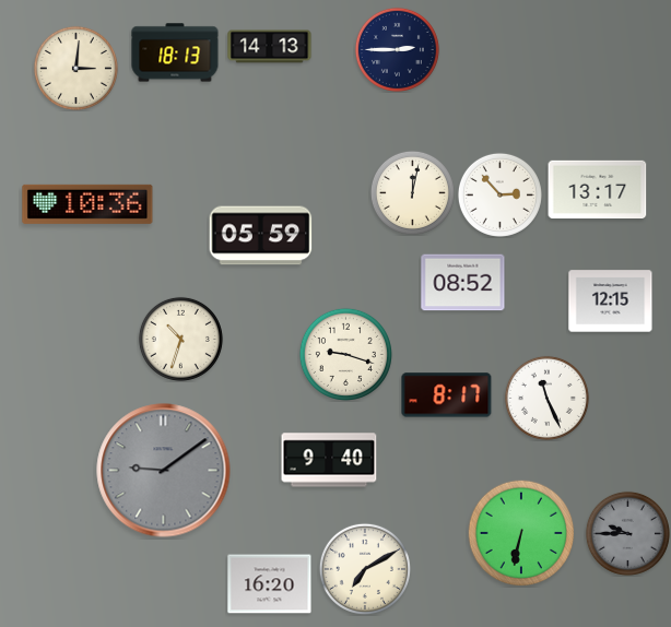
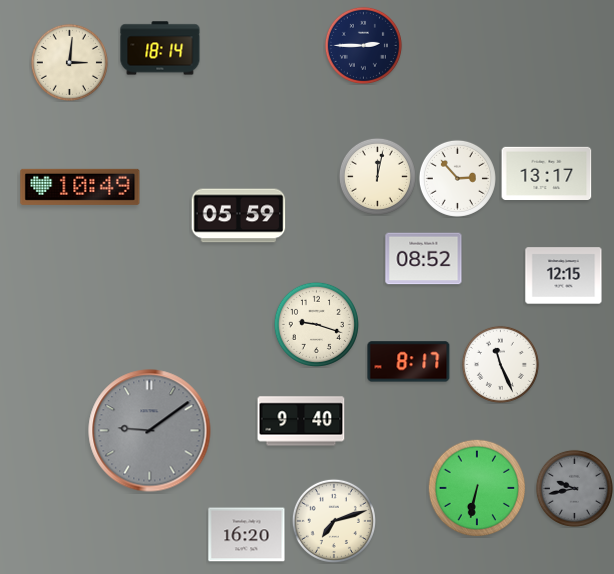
clock at (270, 47): 14:13 -> none
clock at (175, 52): 18:13 -> 18:14
clock at (87, 204): 10:36 -> 10:49
clock at (611, 301) position: (611, 301) -> (564, 276)
clock at (180, 339): 10:33 -> none
clock at (627, 533): 9:45 -> 9:43
clock at (365, 569): 7:10 -> 7:12
